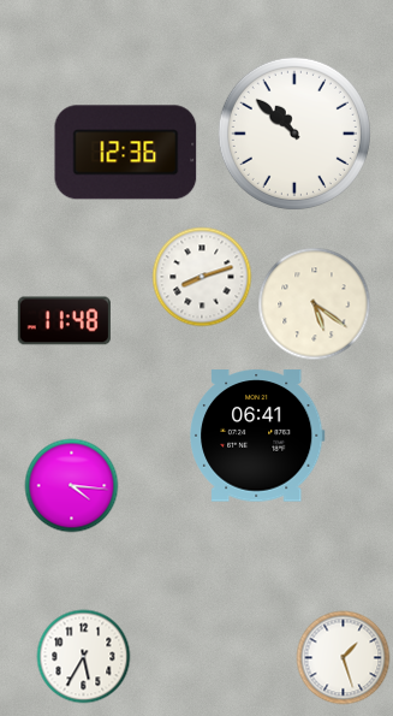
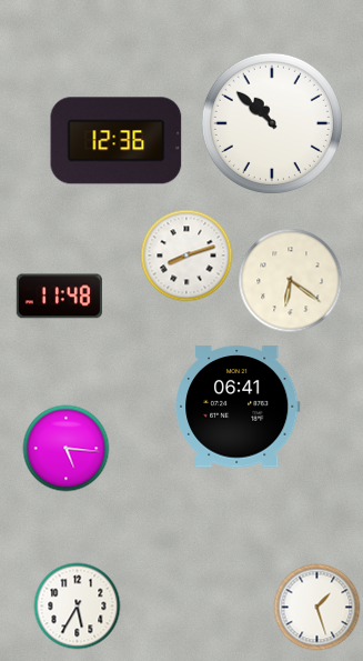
clock at (314, 303): 5:21 -> 6:21
clock at (258, 436) position: (258, 436) -> (239, 407)
clock at (71, 485): 4:16 -> 5:16
